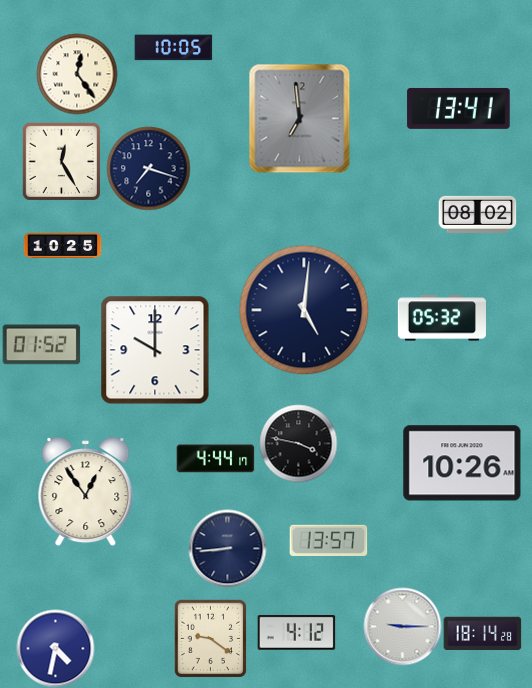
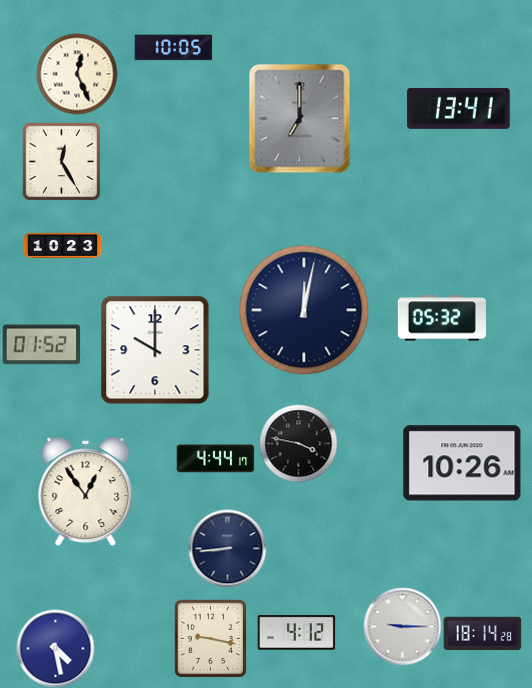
clock at (77, 74): 12:24 -> 12:26
clock at (300, 118): 6:59 -> 7:00
clock at (148, 168): 7:18 -> none
clock at (477, 214): 08:02 -> none
clock at (62, 245): 10:25 -> 10:23
clock at (304, 310): 5:01 -> 12:02
clock at (328, 540): 13:57 -> none
clock at (211, 638): 9:21 -> 9:17
clock at (55, 648): 4:32 -> 4:28
